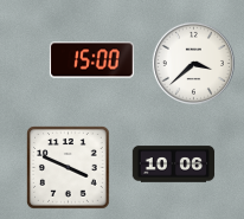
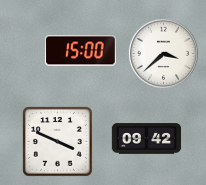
clock at (91, 60) position: (91, 60) -> (80, 51)
clock at (174, 165): 10:06 -> 09:42
